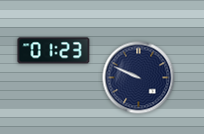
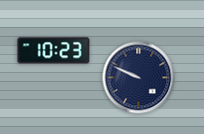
clock at (54, 51): 01:23 -> 10:23
